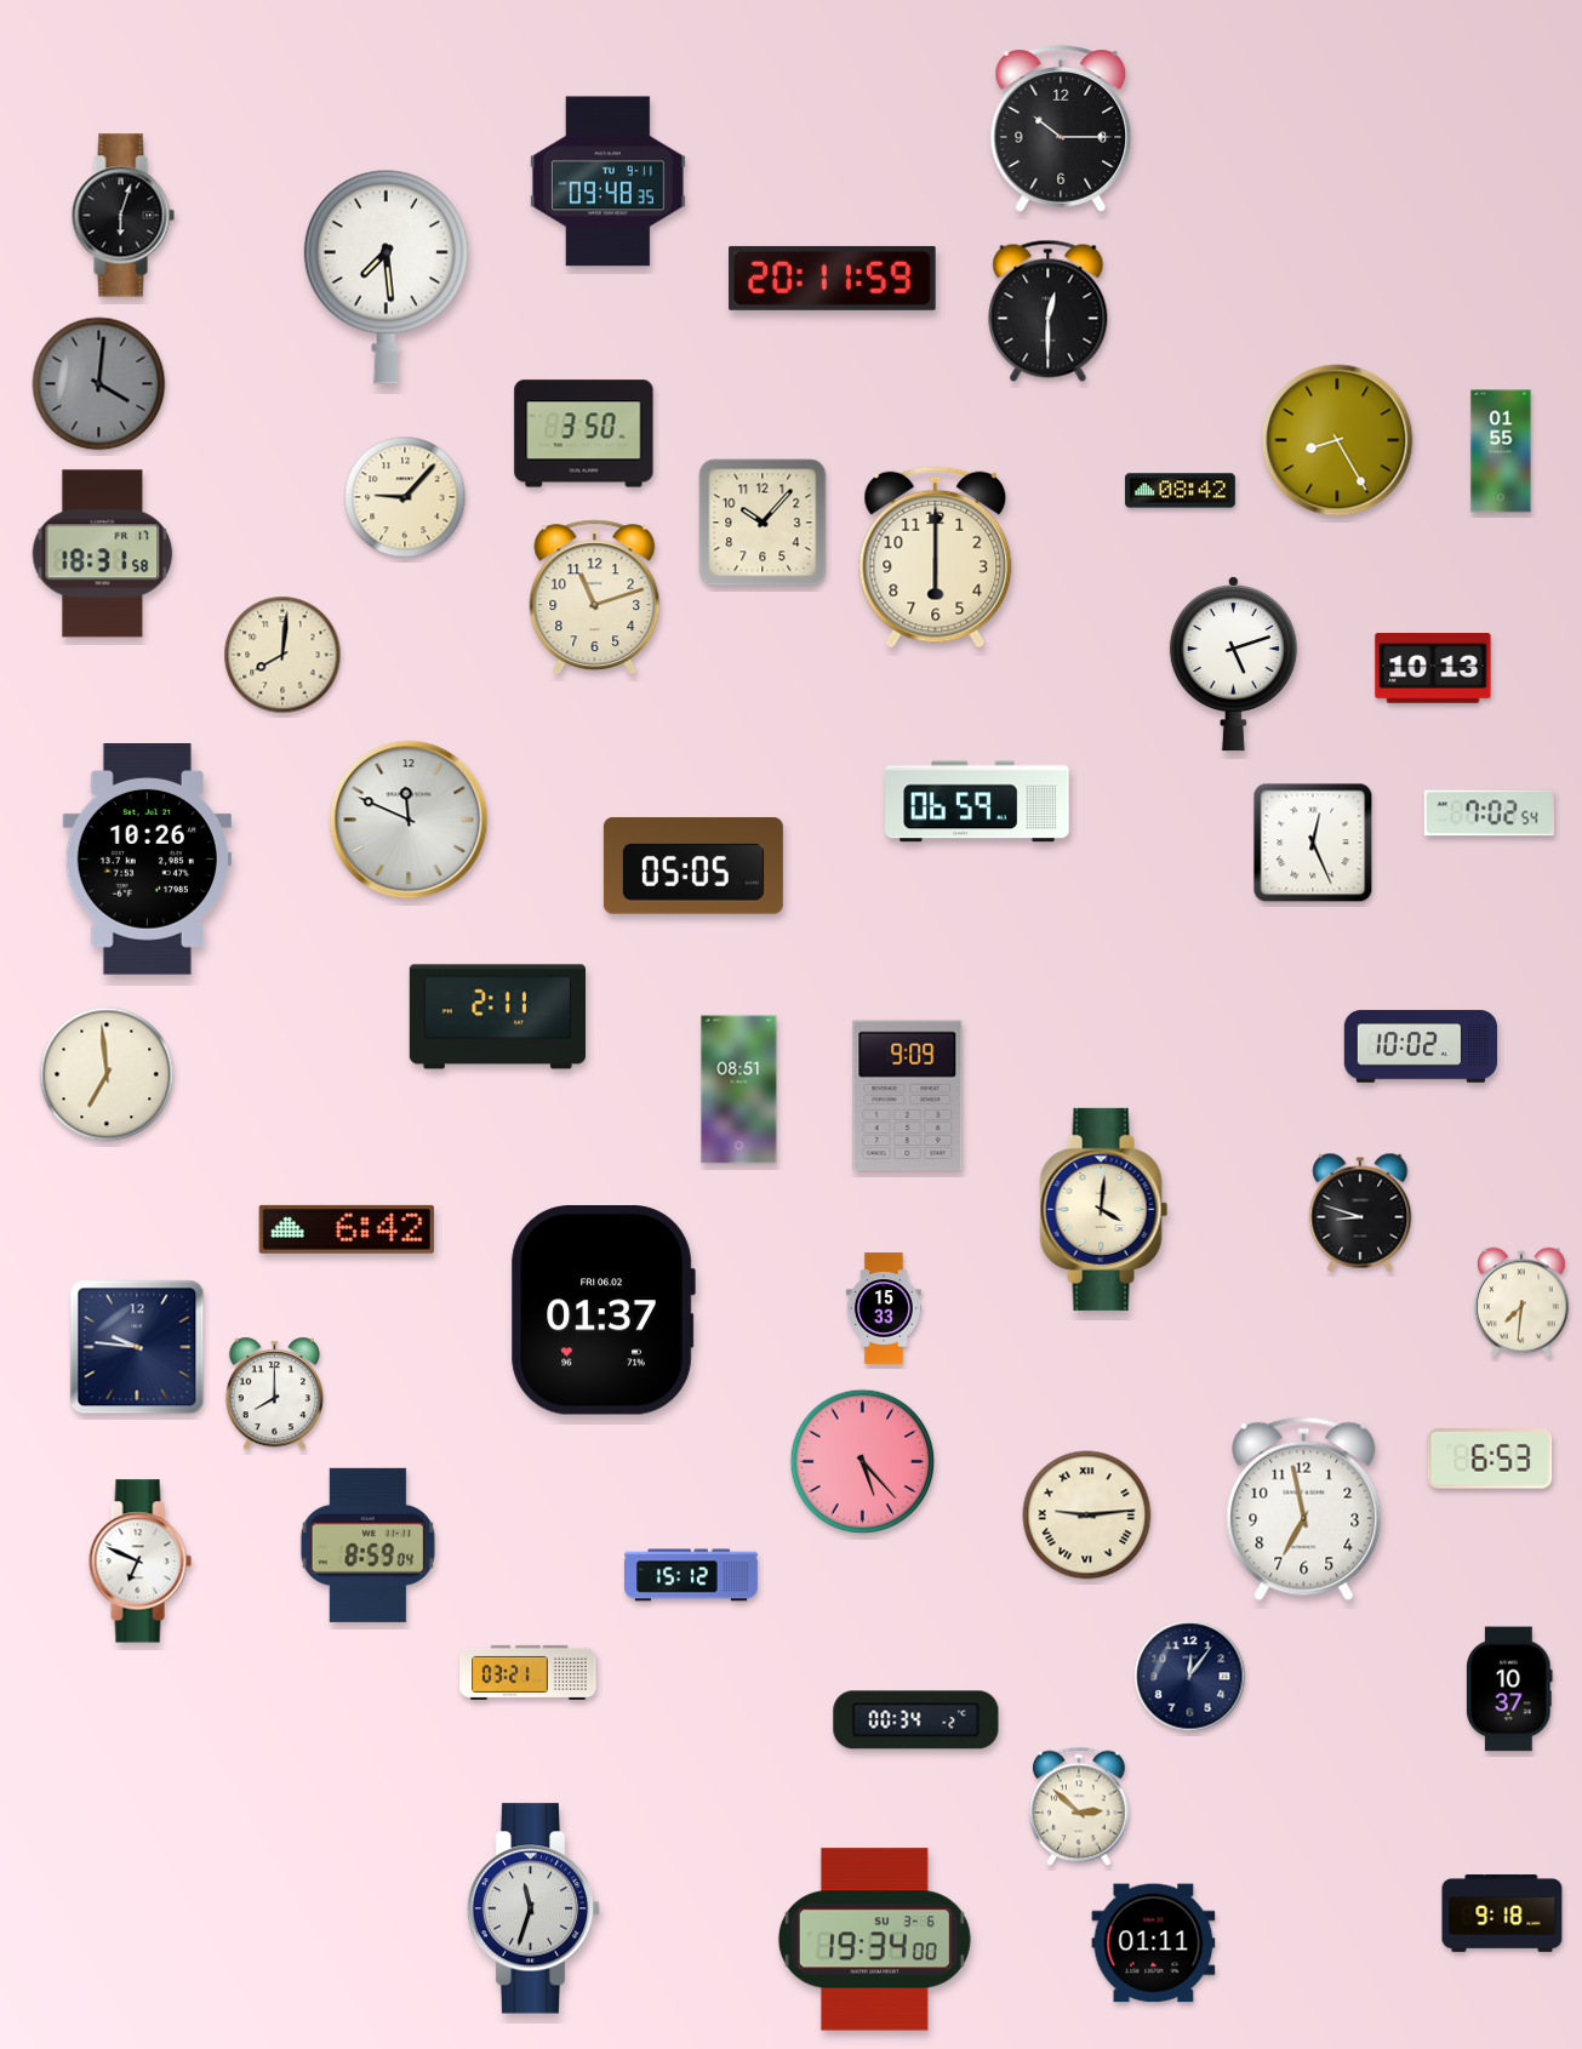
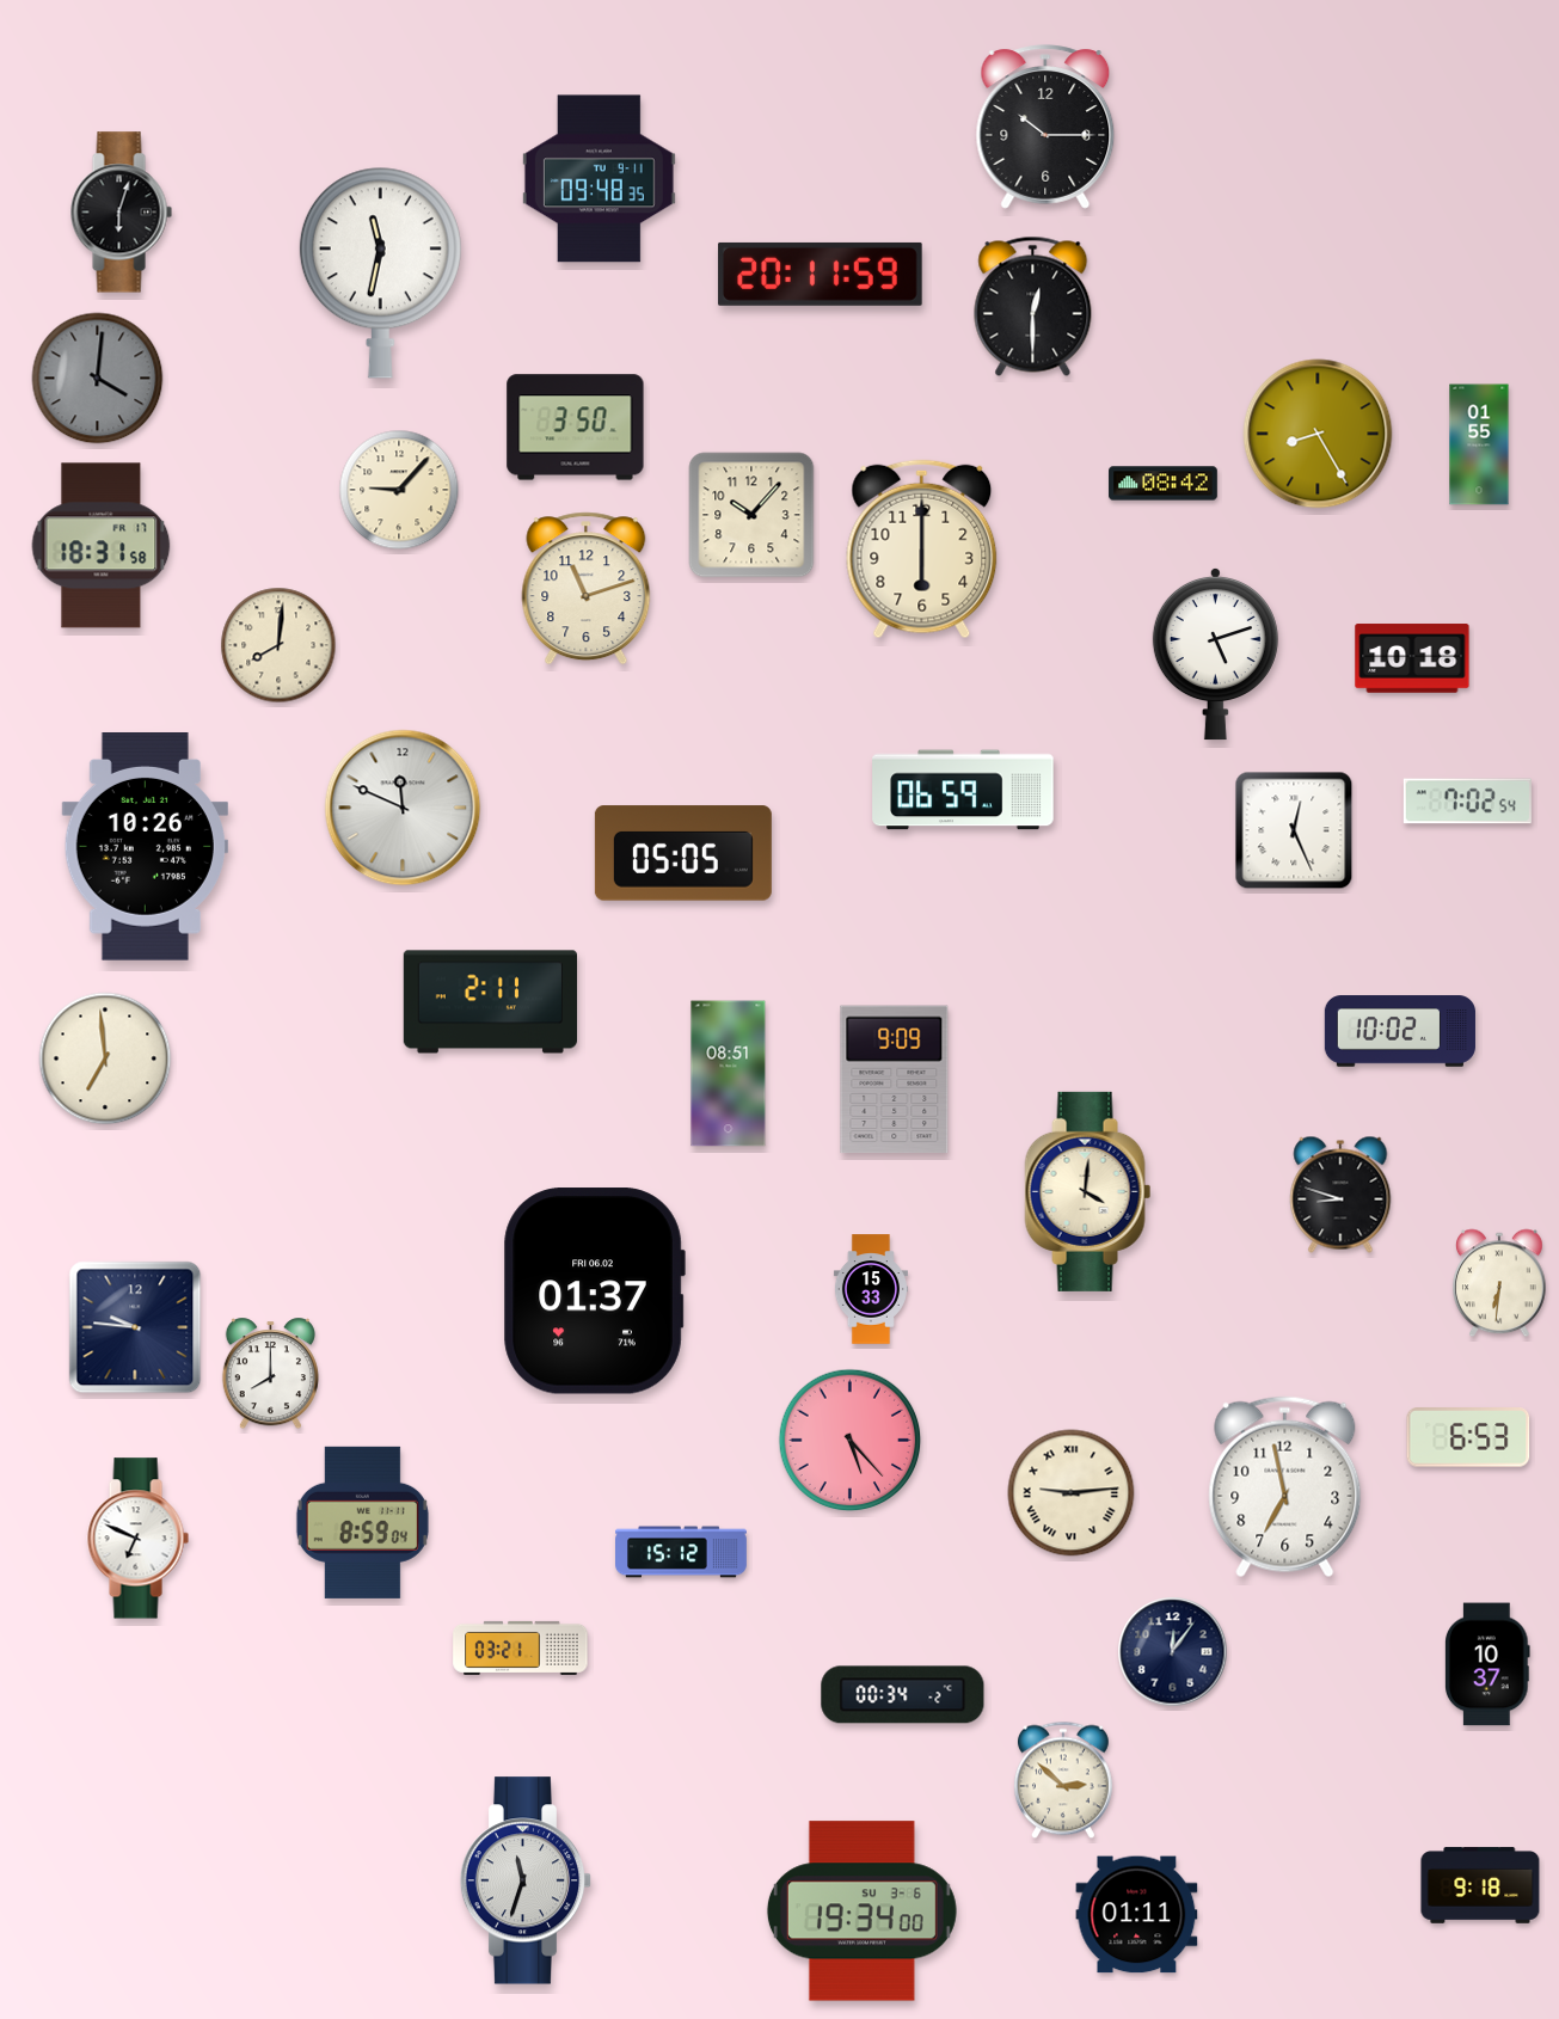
clock at (385, 276): 7:29 -> 11:32
clock at (1433, 668): 10:13 -> 10:18
clock at (345, 1229): 6:42 -> none
clock at (1523, 1302): 7:31 -> 6:31
